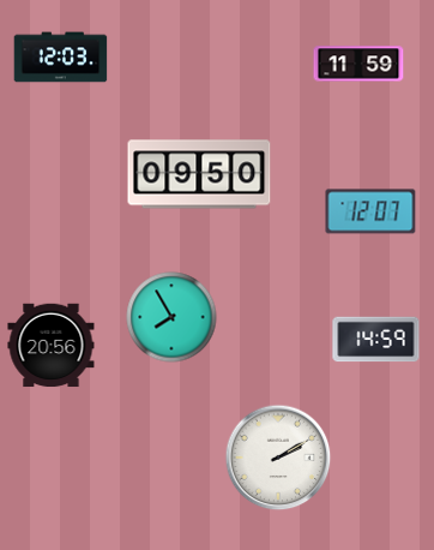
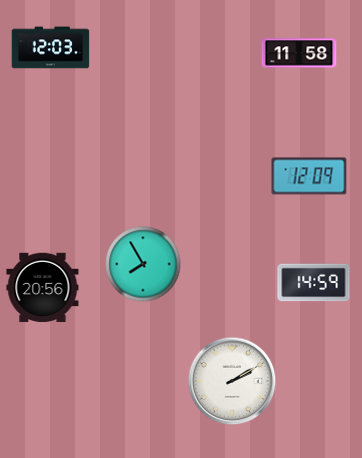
clock at (358, 64): 11:59 -> 11:58
clock at (199, 174): 09:50 -> none
clock at (370, 211): 12:07 -> 12:09
